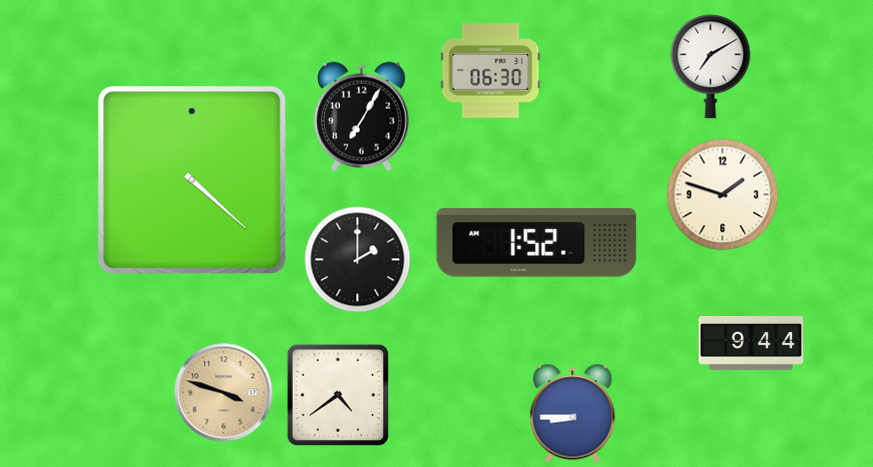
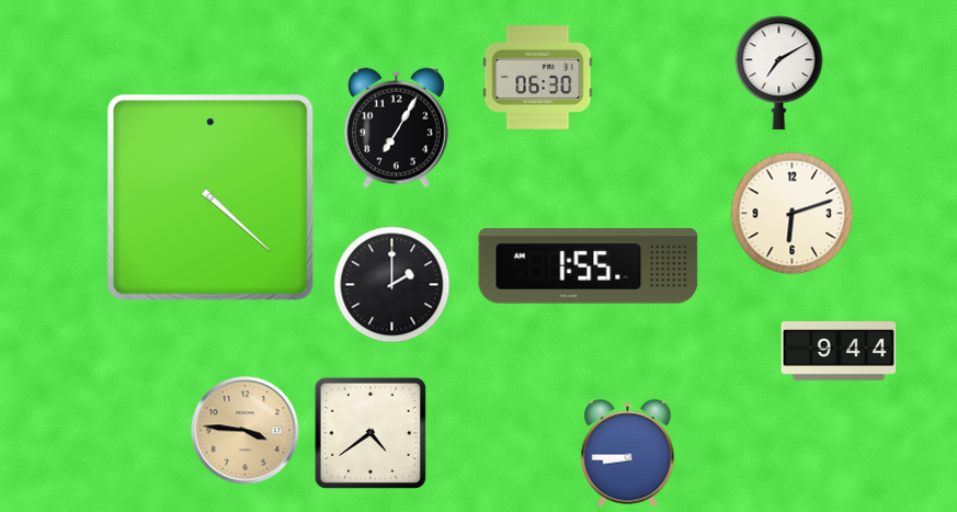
clock at (723, 195): 1:48 -> 6:12
clock at (537, 243): 1:52 -> 1:55
clock at (751, 344) position: (751, 344) -> (839, 352)
clock at (224, 393): 3:48 -> 3:46
